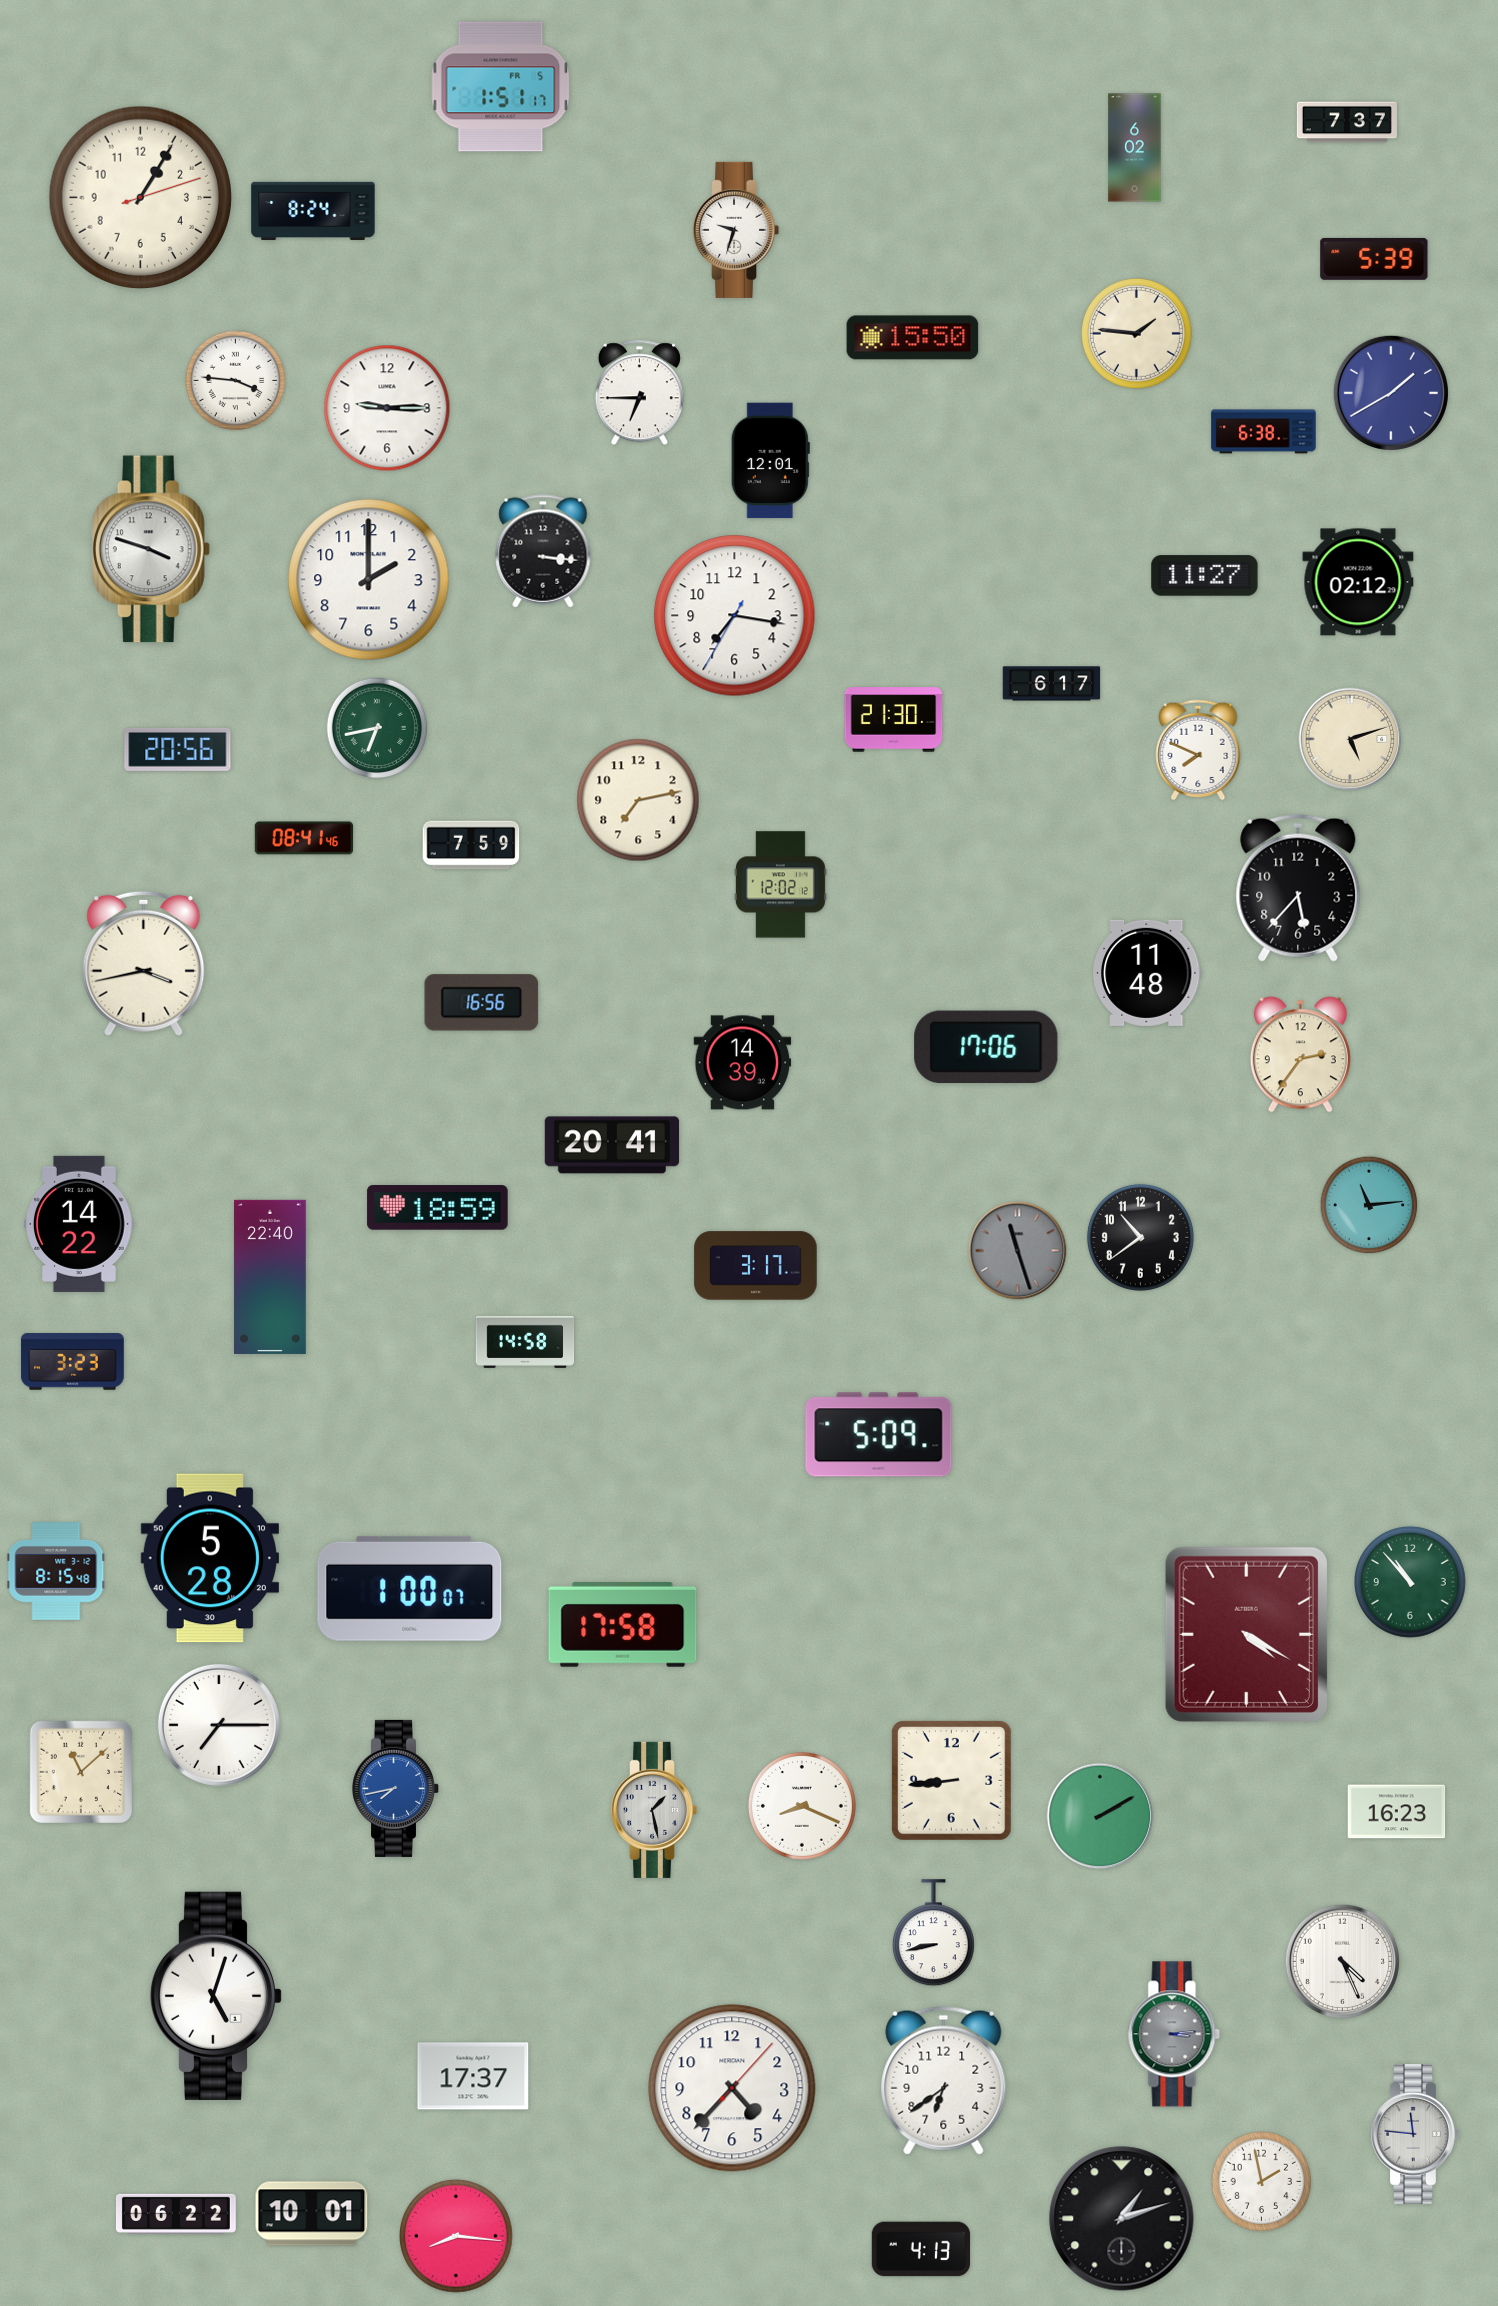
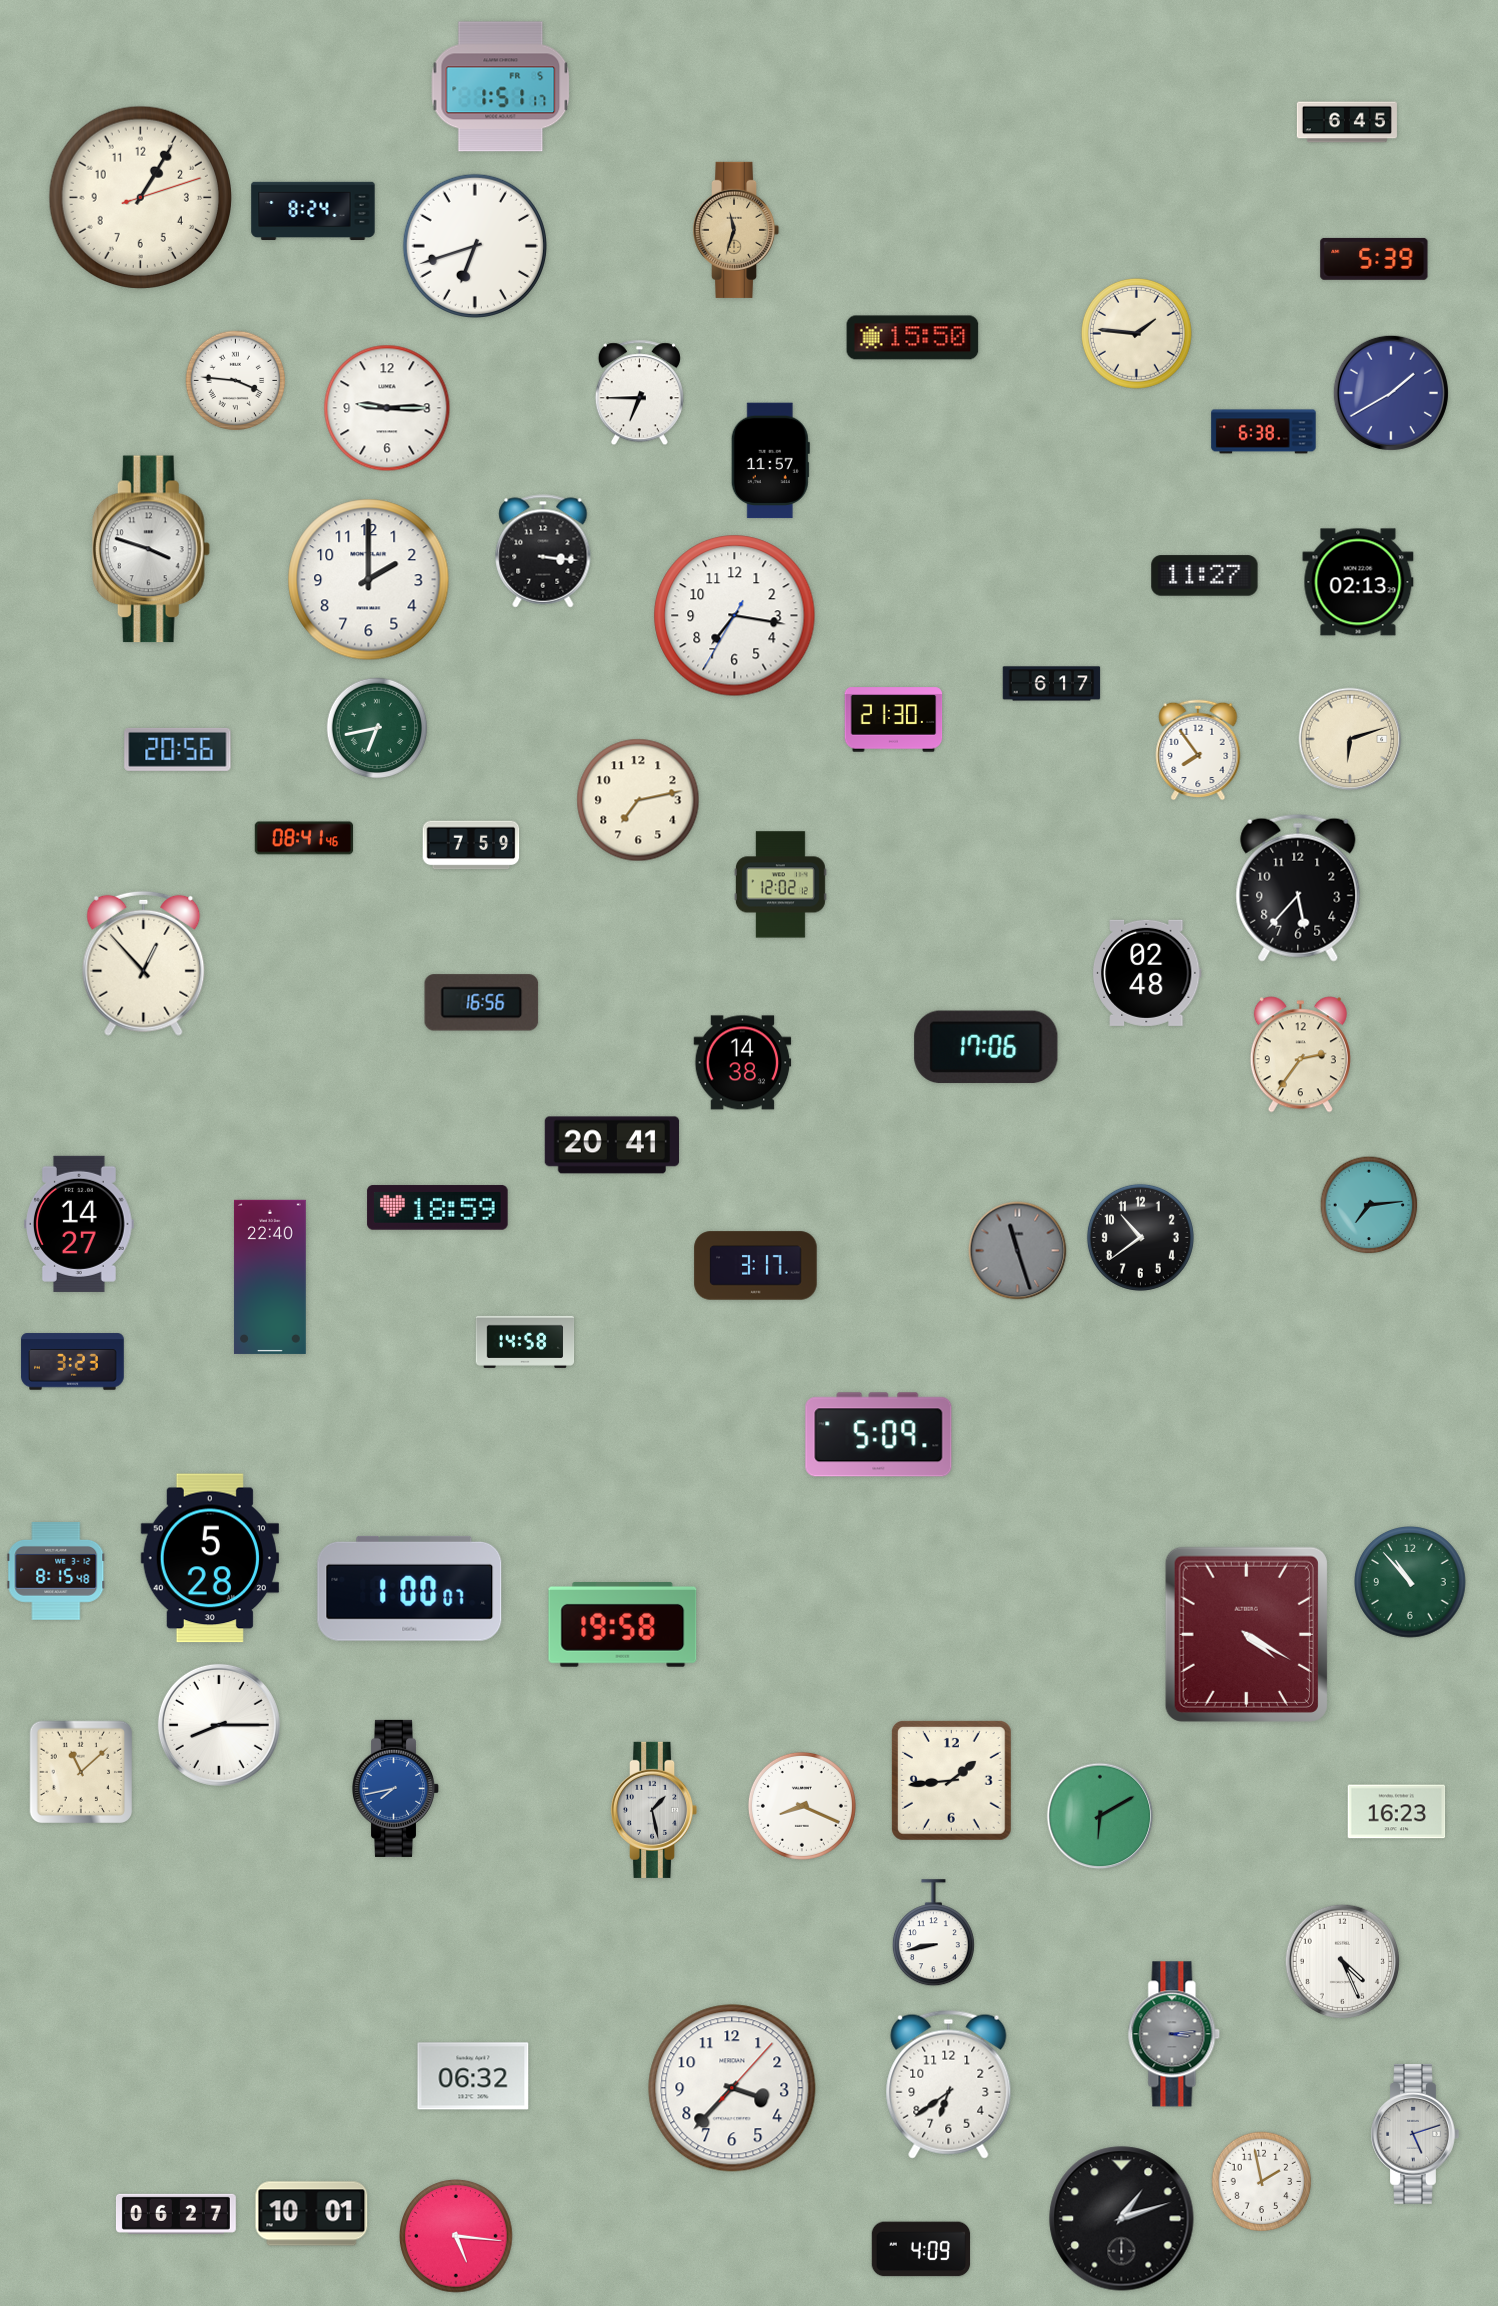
clock at (1347, 122): 7:37 -> 6:45
clock at (1135, 148): 6:02 -> none
clock at (736, 230): 9:33 -> 11:33
clock at (736, 230) dial: white -> champagne
clock at (475, 246): none -> 6:42
clock at (770, 461): 12:01 -> 11:57
clock at (1358, 582): 02:12 -> 02:13
clock at (1350, 739): 5:12 -> 6:12
clock at (1198, 750): 7:49 -> 7:54
clock at (144, 963): 3:43 -> 12:53
clock at (1147, 973): 11:48 -> 02:48
clock at (743, 1063): 14:39 -> 14:38
clock at (1369, 1205): 11:14 -> 7:14
clock at (80, 1224): 14:22 -> 14:27
clock at (623, 1625): 17:58 -> 19:58
clock at (219, 1725): 7:15 -> 8:15
clock at (952, 1781): 8:44 -> 1:44
clock at (1100, 1816): 2:10 -> 6:10
clock at (216, 1996): 5:03 -> none
clock at (473, 2076): 17:37 -> 06:32
clock at (944, 2080) position: (944, 2080) -> (949, 2084)
clock at (732, 2088): 4:37 -> 3:37
clock at (1415, 2135): 11:46 -> 5:12
clock at (176, 2214): 06:22 -> 06:27
clock at (456, 2236): 8:16 -> 5:16
clock at (921, 2249): 4:13 -> 4:09
